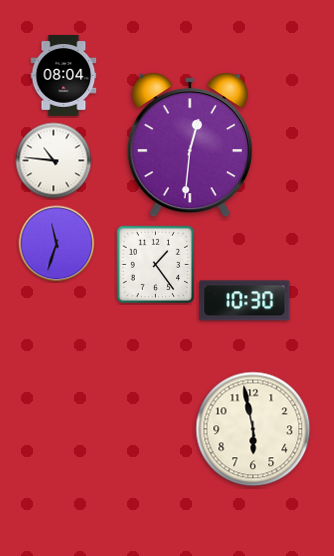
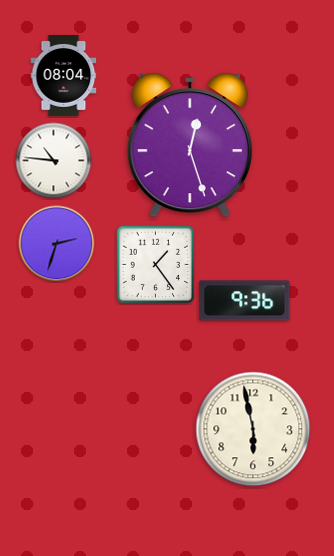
clock at (190, 145): 12:31 -> 12:27
clock at (57, 244): 11:33 -> 2:33
clock at (245, 301): 10:30 -> 9:36
